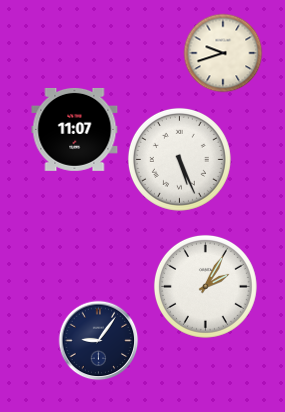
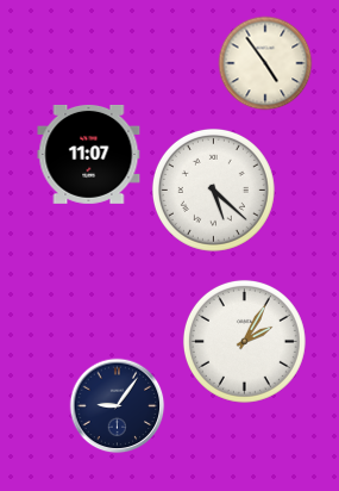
clock at (223, 53): 9:42 -> 4:54
clock at (179, 159): 5:26 -> 5:22
